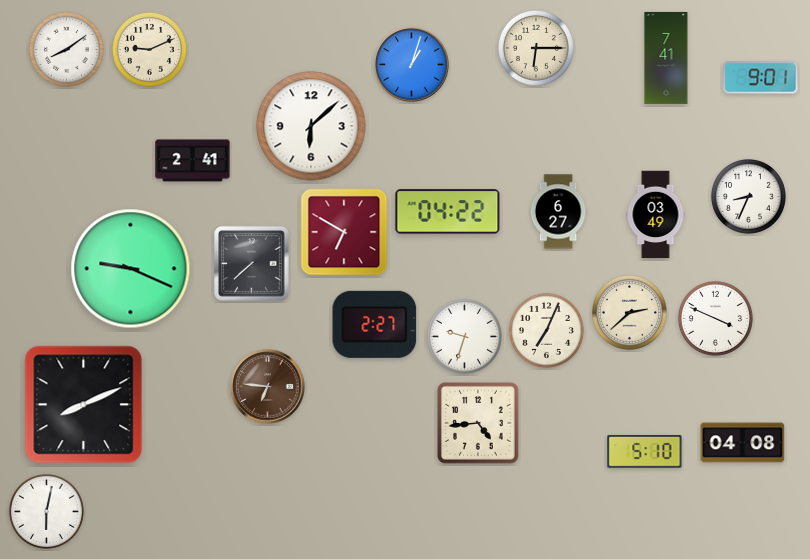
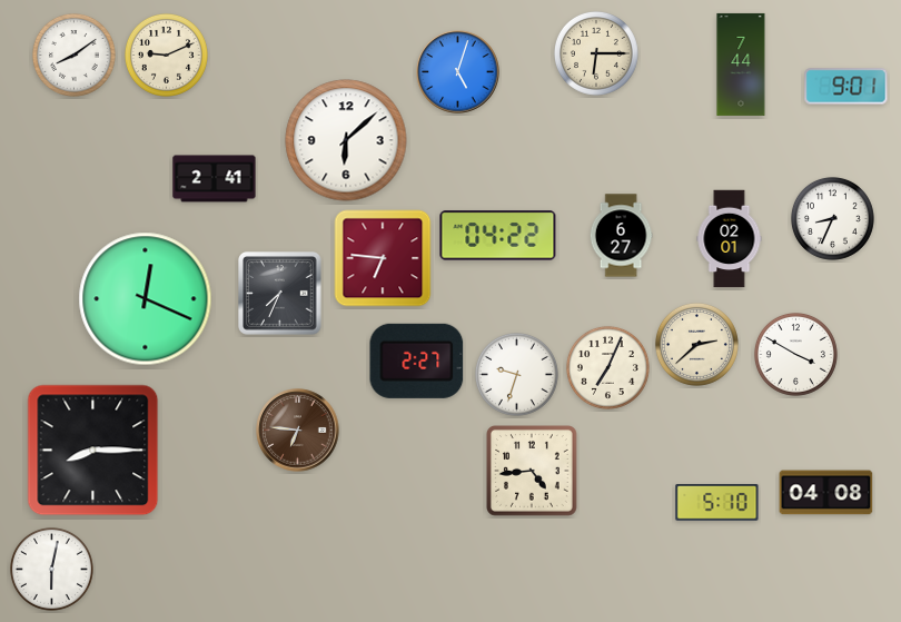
clock at (666, 58): 7:41 -> 7:44
clock at (412, 65): 1:03 -> 5:03
clock at (656, 215): 03:49 -> 02:01
clock at (344, 232): 6:50 -> 6:46
clock at (252, 264): 7:38 -> 7:34
clock at (131, 269): 9:19 -> 12:19
clock at (629, 312) position: (629, 312) -> (696, 344)
clock at (715, 318): 3:49 -> 3:50
clock at (84, 405): 8:11 -> 8:15
